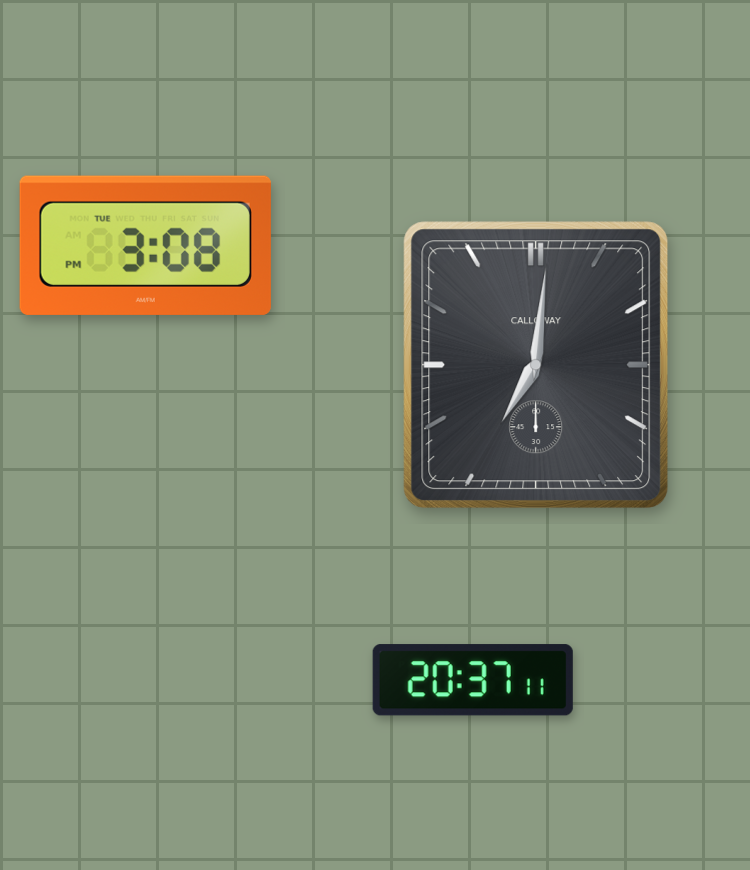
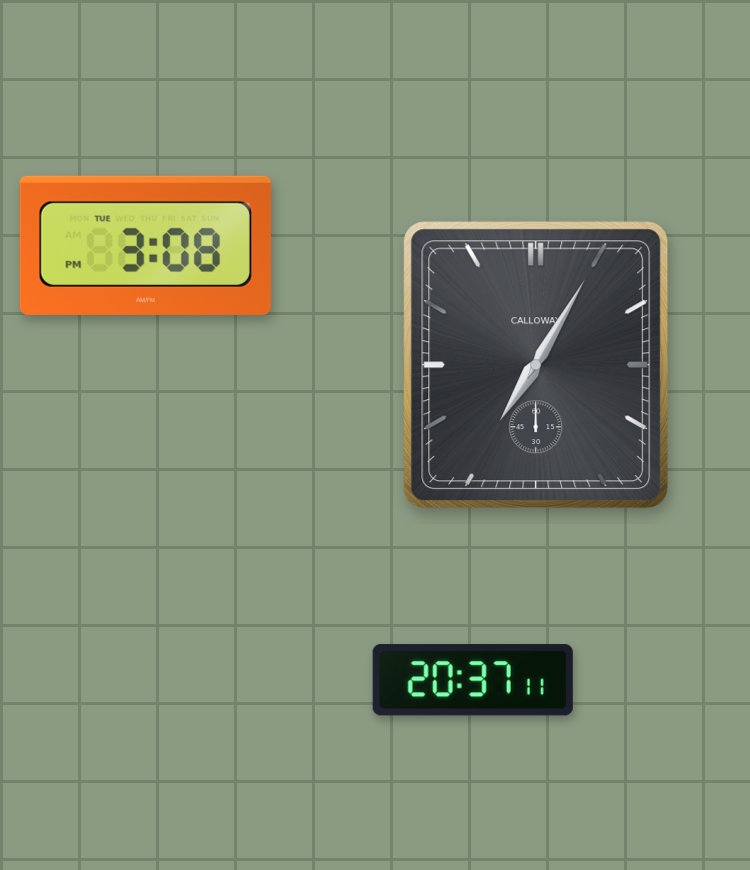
clock at (536, 365): 7:01 -> 7:05
